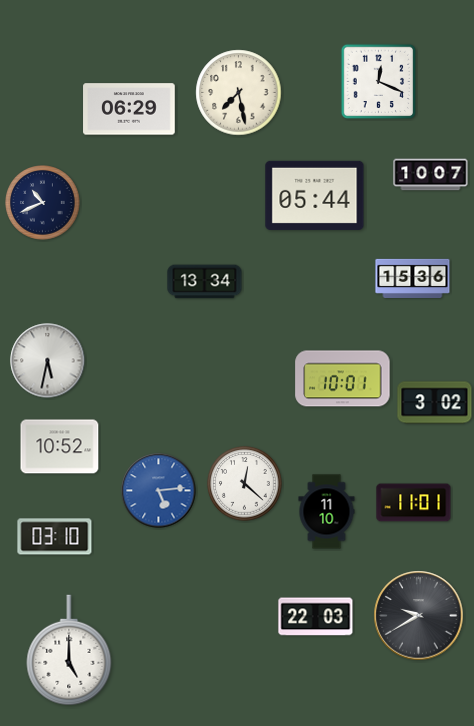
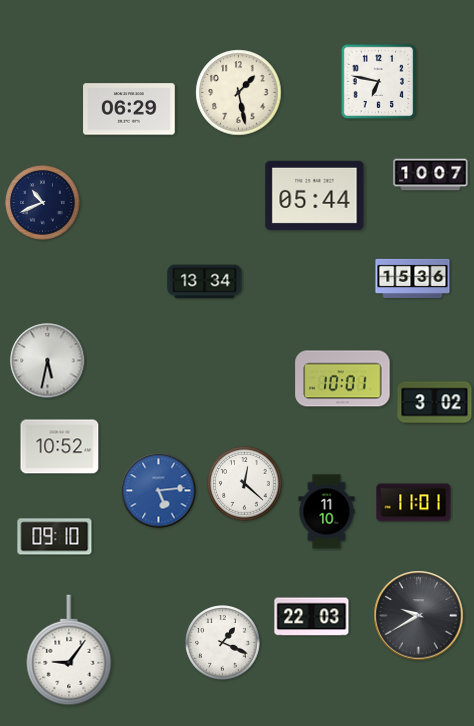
clock at (379, 82): 12:19 -> 6:47
clock at (239, 93): 7:28 -> 1:28
clock at (55, 537): 03:10 -> 09:10
clock at (316, 617) position: (316, 617) -> (312, 617)
clock at (223, 643): none -> 1:19
clock at (69, 650): 5:00 -> 9:06
